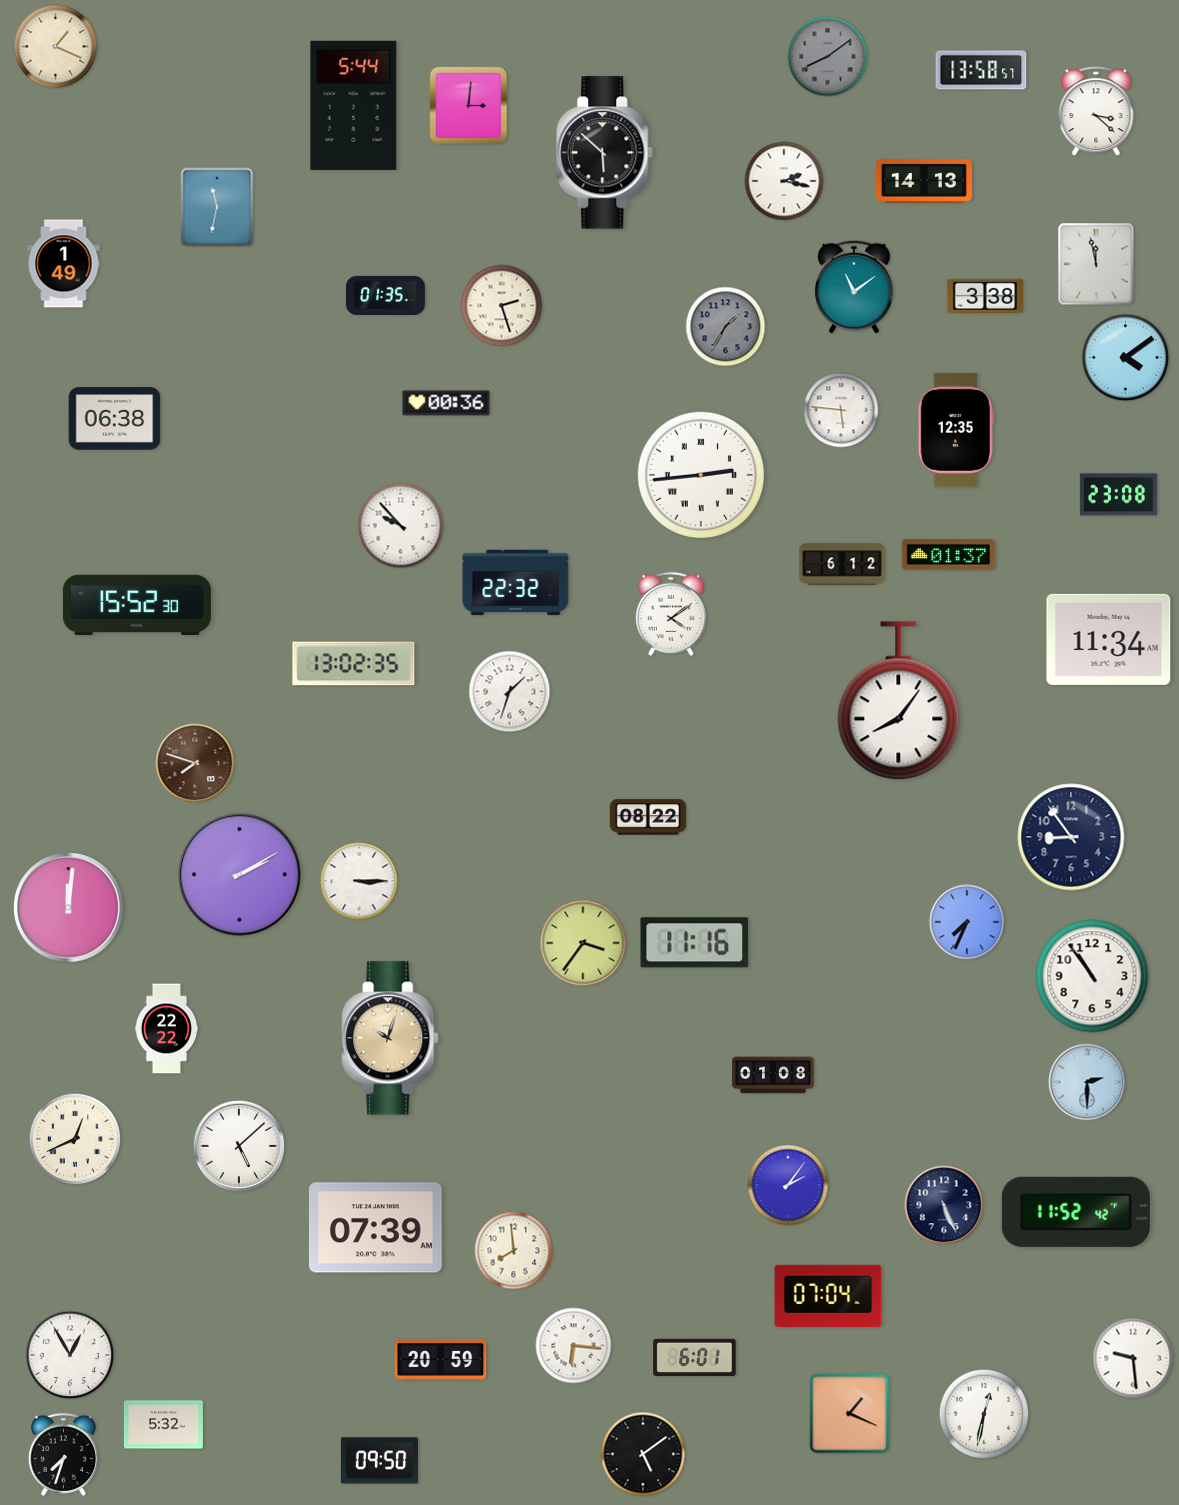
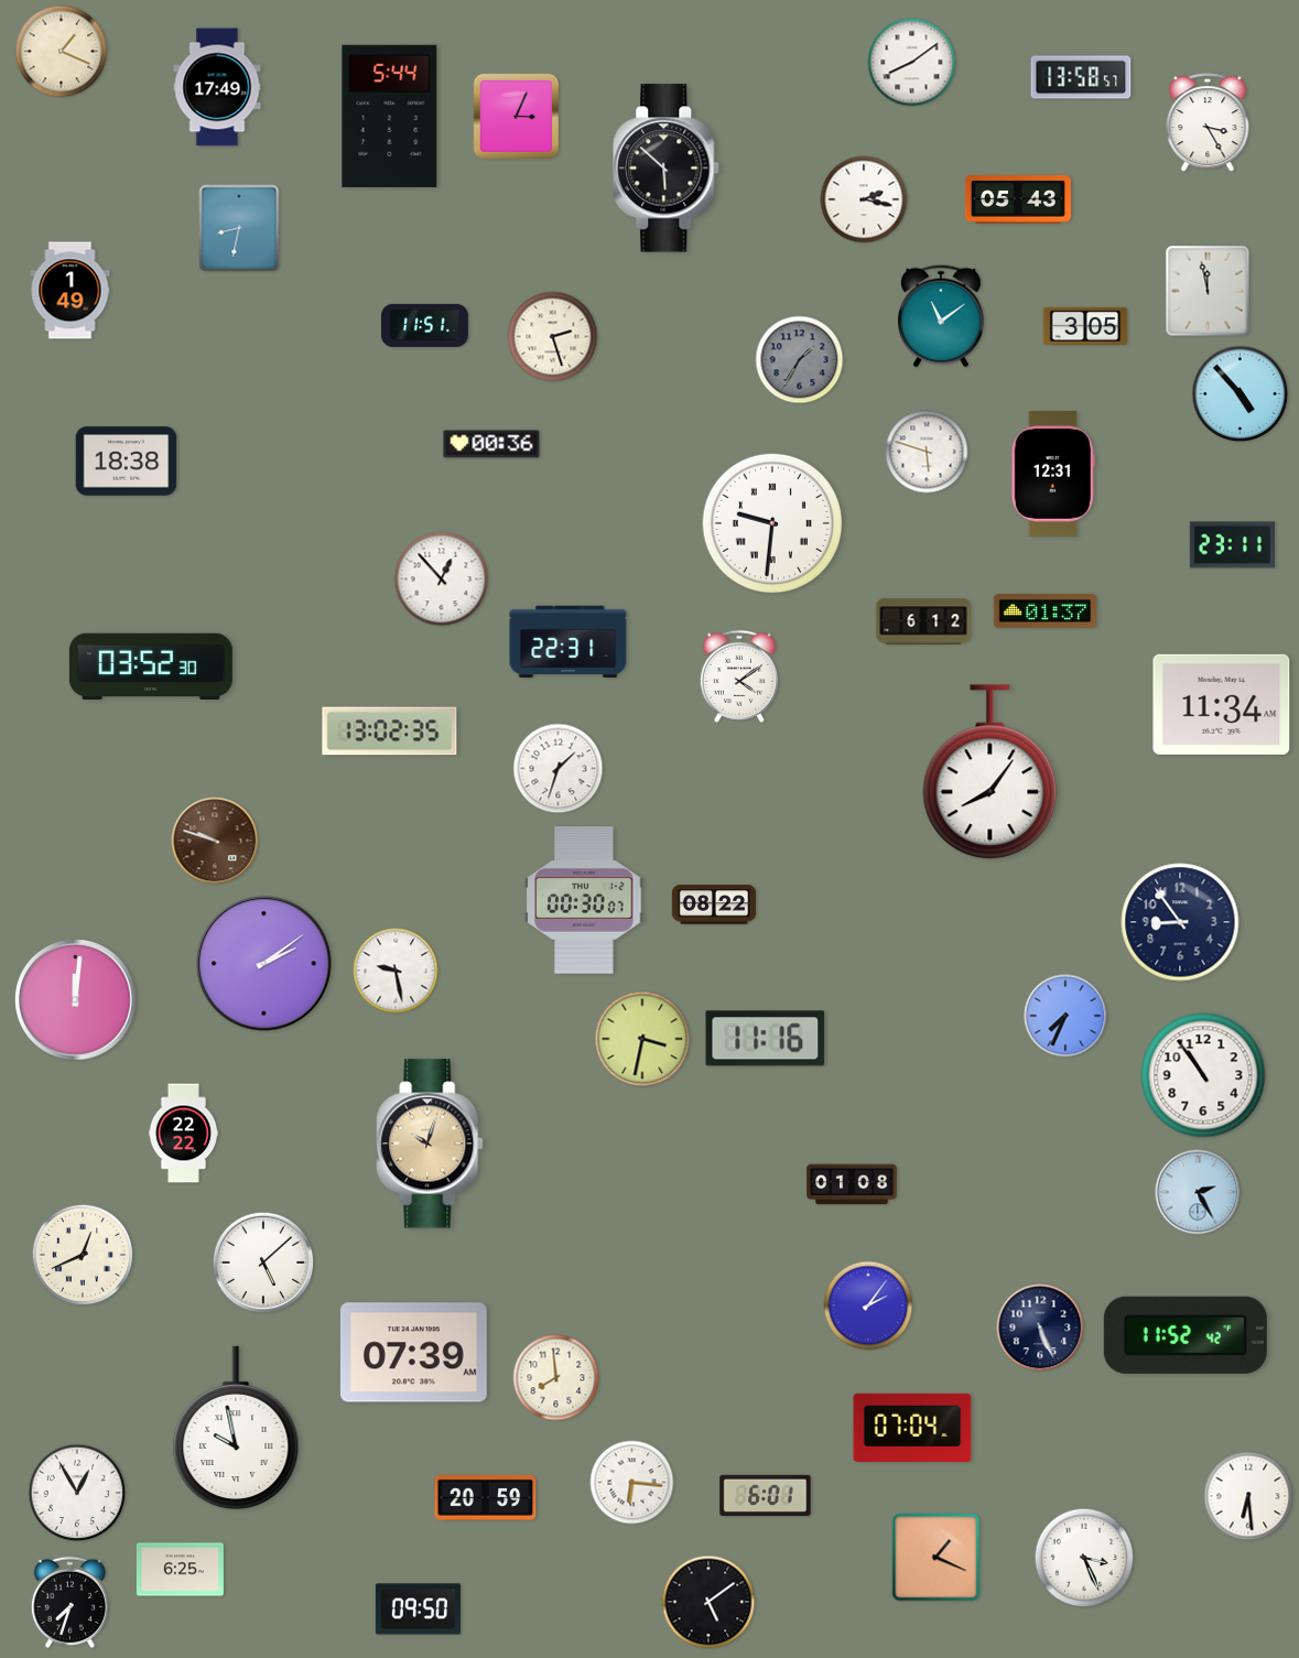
clock at (828, 57) dial: grey -> white
clock at (217, 87): none -> 17:49
clock at (468, 105): 3:01 -> 3:04
clock at (1096, 112): 3:22 -> 3:25
clock at (924, 181): 14:13 -> 05:43
clock at (217, 207): 11:32 -> 8:32
clock at (385, 295): 01:35 -> 11:51
clock at (985, 295): 3:38 -> 3:05
clock at (1126, 358): 4:09 -> 4:53
clock at (841, 410): 5:46 -> 5:48
clock at (115, 419): 06:38 -> 18:38
clock at (956, 430): 12:35 -> 12:31
clock at (701, 475): 2:44 -> 9:31
clock at (1118, 495): 23:08 -> 23:11
clock at (401, 526): 9:53 -> 12:53
clock at (842, 564) position: (842, 564) -> (923, 621)
clock at (516, 583): 22:32 -> 22:31
clock at (137, 605): 15:52 -> 03:52
clock at (510, 692) position: (510, 692) -> (559, 769)
clock at (195, 763): 7:48 -> 9:48
clock at (584, 900): none -> 00:30
clock at (648, 817) position: (648, 817) -> (714, 904)
clock at (240, 875): 2:10 -> 2:09
clock at (359, 881): 3:15 -> 9:28
clock at (583, 943): 3:36 -> 3:32
clock at (1087, 1082): 2:30 -> 2:25
clock at (514, 1251) position: (514, 1251) -> (556, 1378)
clock at (236, 1428): none -> 9:58
clock at (1133, 1358): 9:29 -> 6:29
clock at (984, 1414): 12:32 -> 3:26
clock at (163, 1425): 5:32 -> 6:25
